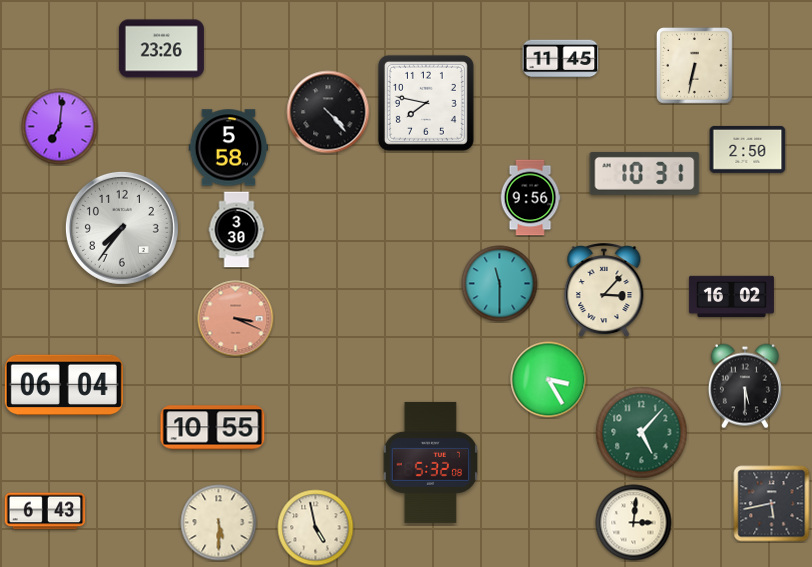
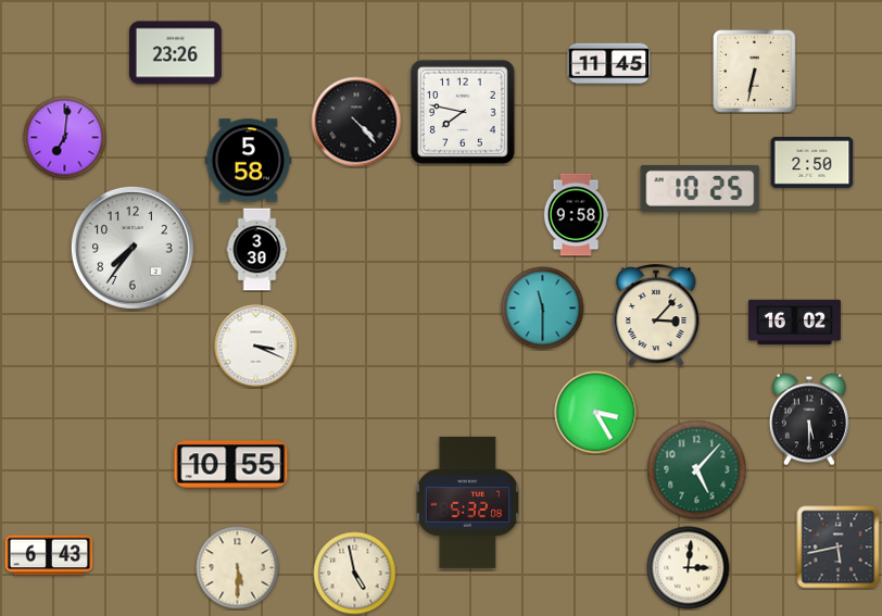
clock at (645, 173): 10:31 -> 10:25
clock at (530, 198): 9:56 -> 9:58
clock at (236, 319) dial: salmon -> white
clock at (64, 385): 06:04 -> none
clock at (316, 528) position: (316, 528) -> (355, 574)
